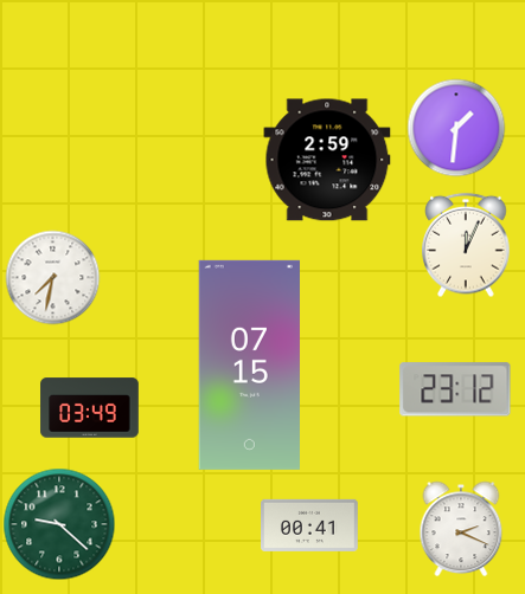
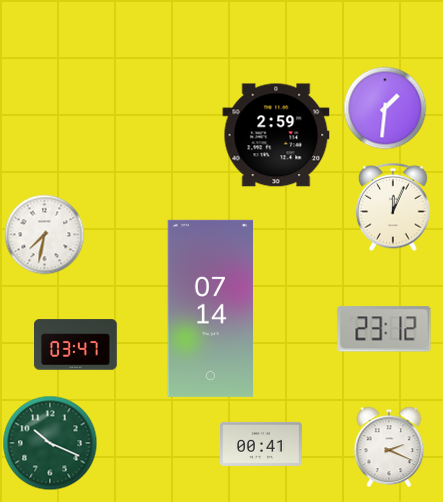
clock at (249, 364): 07:15 -> 07:14
clock at (90, 408): 03:49 -> 03:47
clock at (59, 524): 9:22 -> 10:19
